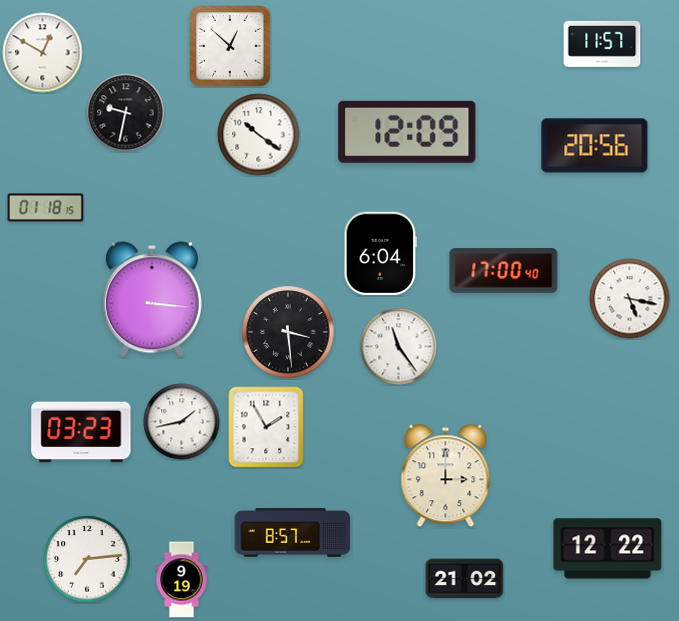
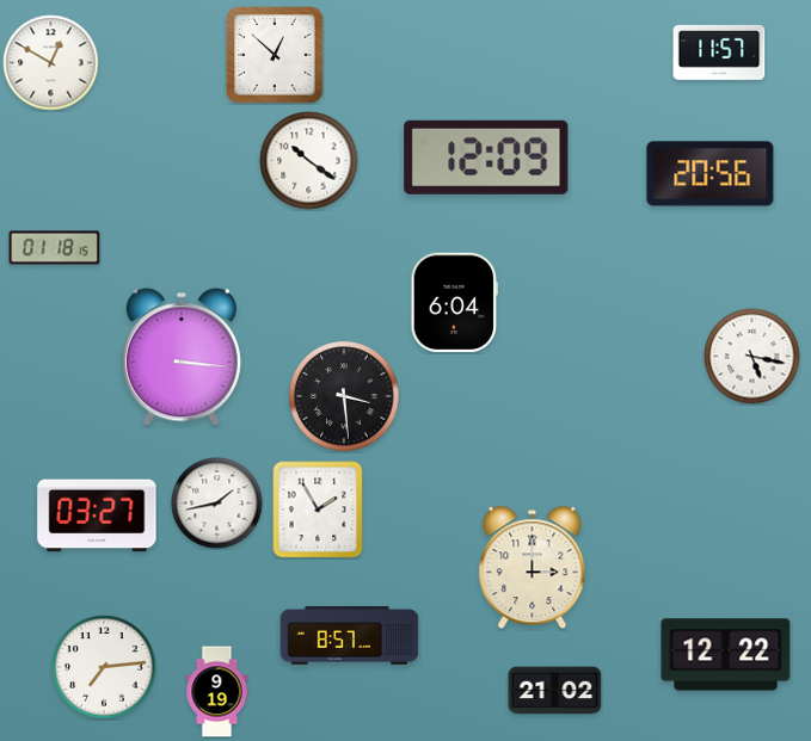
clock at (126, 113): 9:32 -> none
clock at (504, 271): 17:00 -> none
clock at (399, 347): 11:24 -> none
clock at (81, 432): 03:23 -> 03:27
